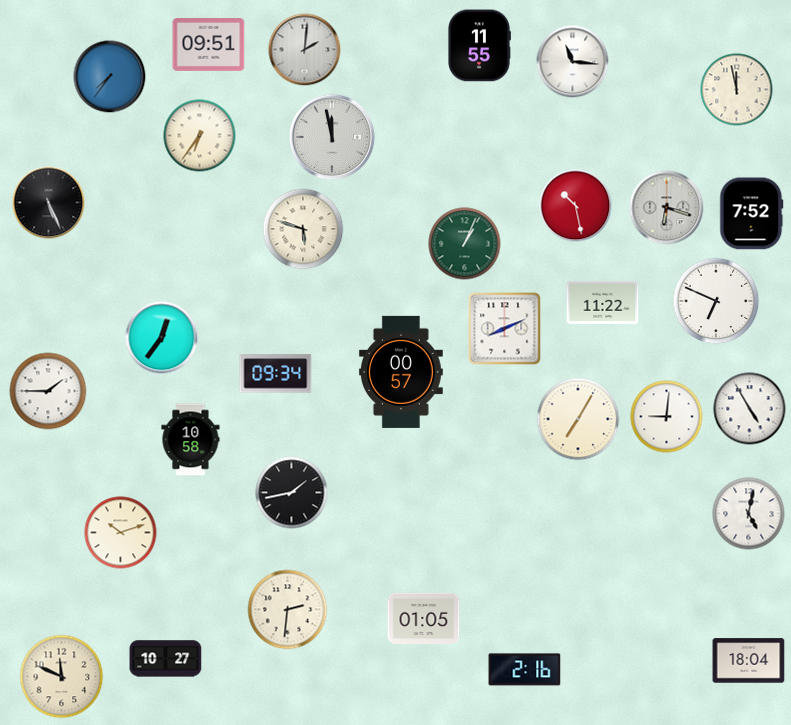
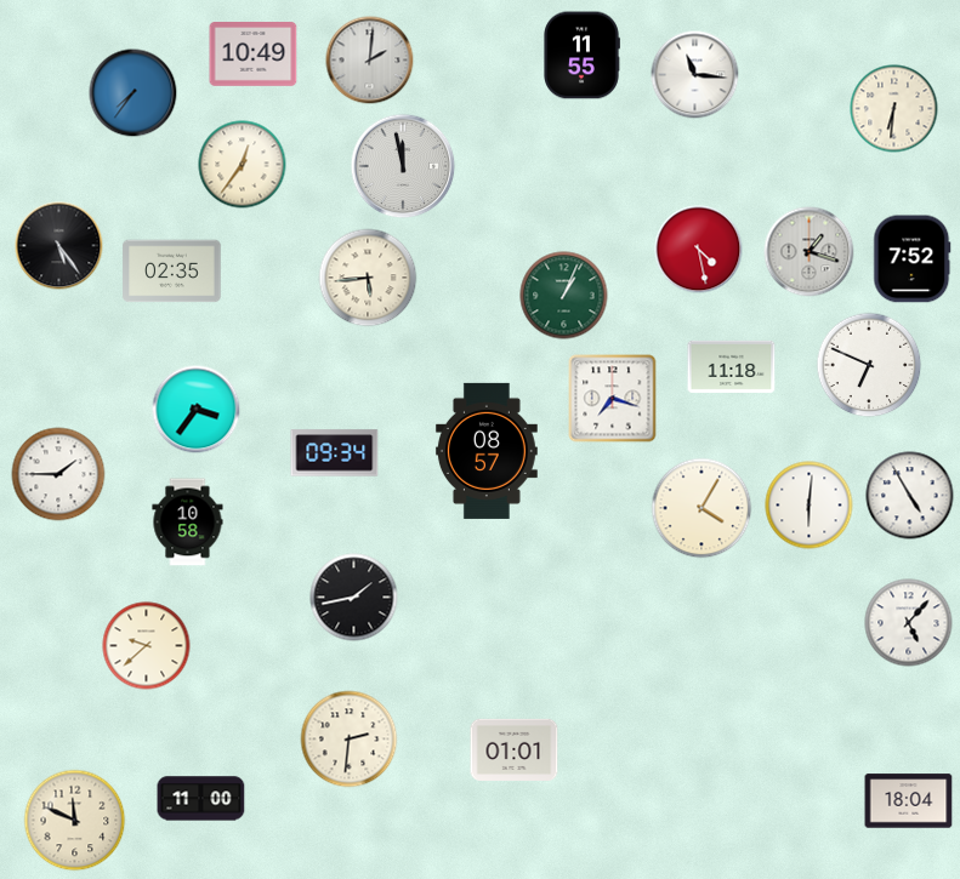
clock at (209, 45): 09:51 -> 10:49
clock at (737, 90): 11:58 -> 6:31
clock at (200, 136): 6:36 -> 12:36
clock at (49, 203): 5:26 -> 5:24
clock at (576, 206): 10:28 -> 4:28
clock at (667, 208): 6:18 -> 1:18
clock at (172, 272): none -> 02:35
clock at (303, 229): 5:48 -> 5:44
clock at (603, 302): 11:22 -> 11:18
clock at (505, 329): 8:11 -> 7:18
clock at (162, 338): 12:36 -> 3:36
clock at (401, 372): 00:57 -> 08:57
clock at (667, 417): 9:01 -> 6:01
clock at (578, 419): 7:05 -> 4:05
clock at (191, 440) position: (191, 440) -> (188, 523)
clock at (749, 514): 5:02 -> 5:07
clock at (121, 533): 10:12 -> 9:38
clock at (424, 618): 01:05 -> 01:01
clock at (166, 659): 10:27 -> 11:00
clock at (525, 670): 2:16 -> none
